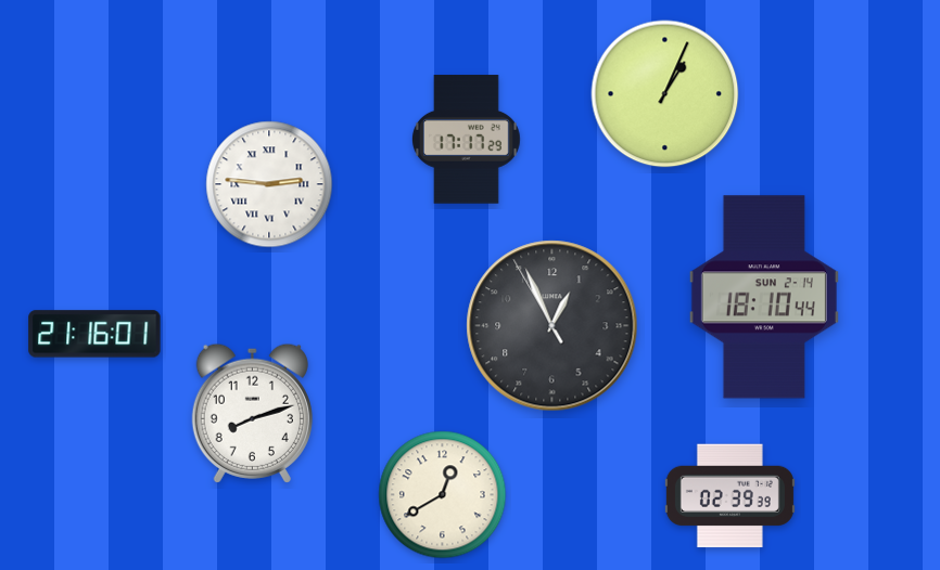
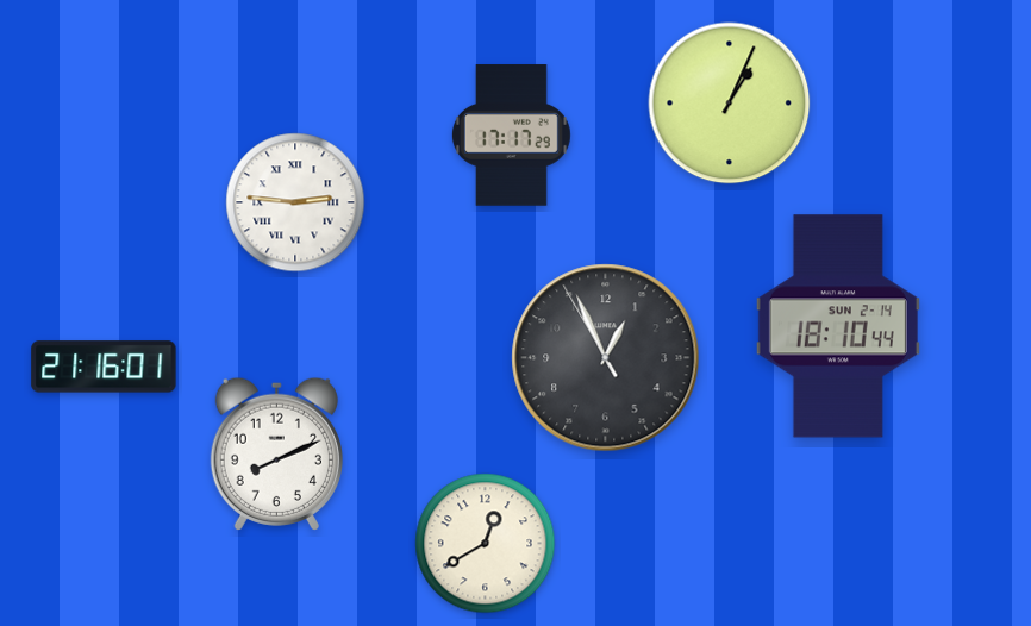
clock at (466, 140) position: (466, 140) -> (511, 136)
clock at (252, 413): 8:12 -> 8:11
clock at (729, 496): 02:39 -> none
